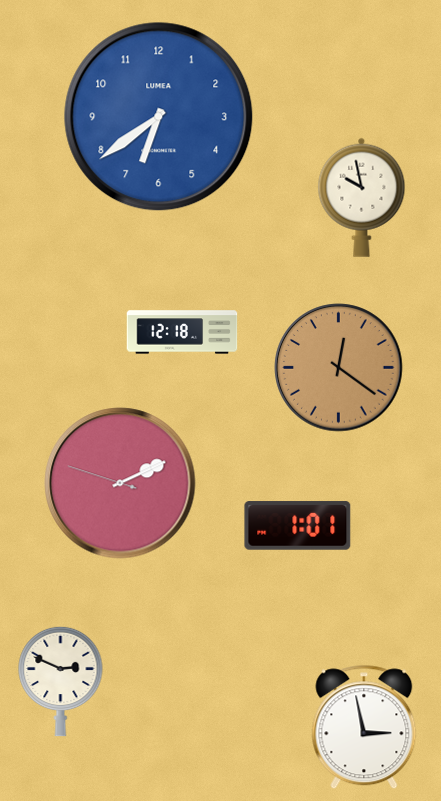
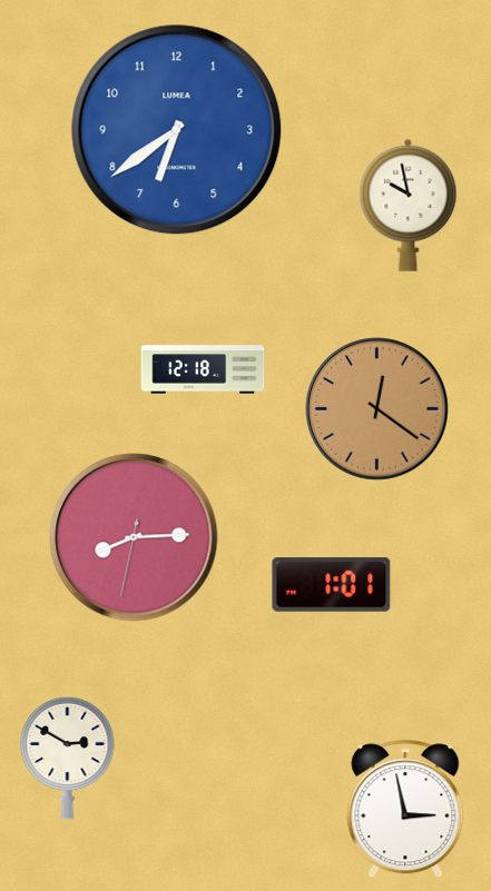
clock at (362, 197) position: (362, 197) -> (409, 205)
clock at (120, 483): 2:10 -> 8:14
clock at (61, 681): 2:49 -> 2:50
